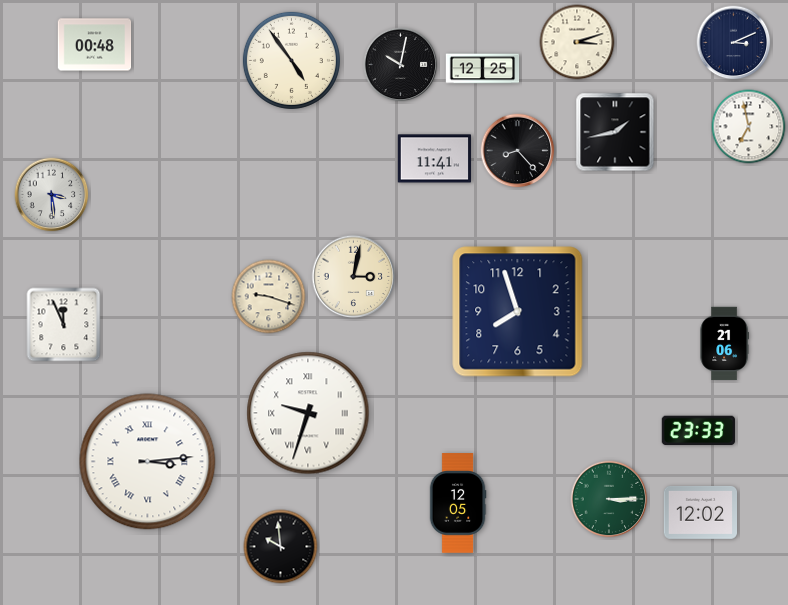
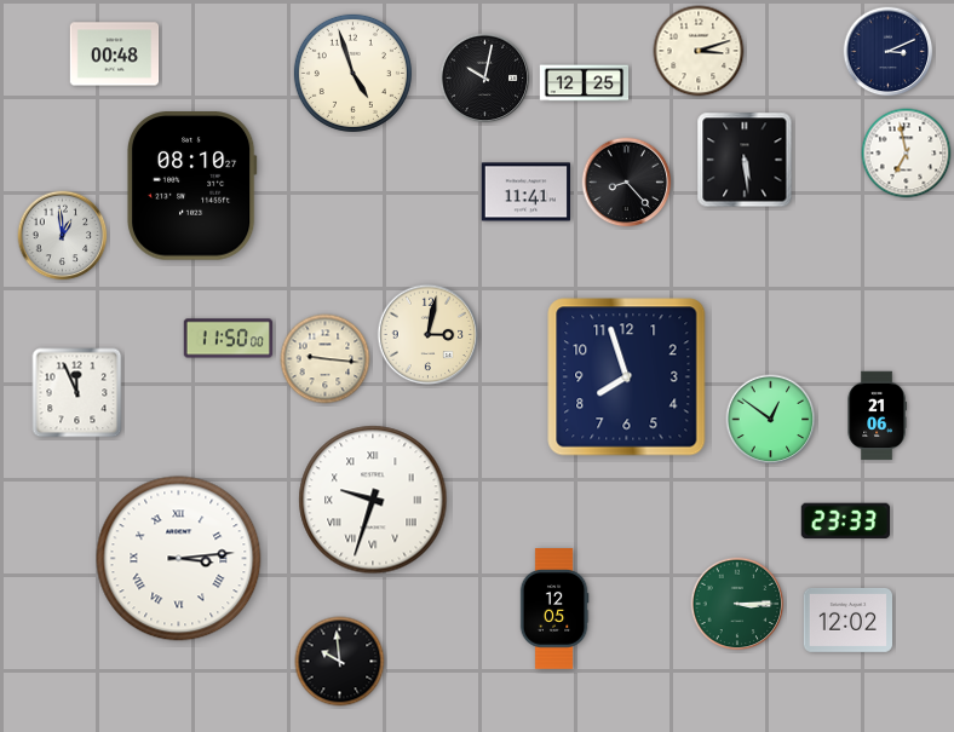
clock at (291, 60): 4:54 -> 4:57
clock at (615, 132): 1:43 -> 5:29
clock at (191, 186): none -> 08:10
clock at (52, 195): 3:29 -> 12:59
clock at (229, 339): none -> 11:50
clock at (269, 297): 9:18 -> 9:16
clock at (771, 420): none -> 12:51
